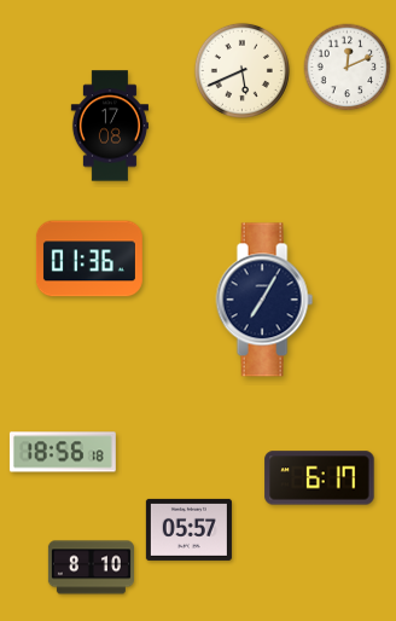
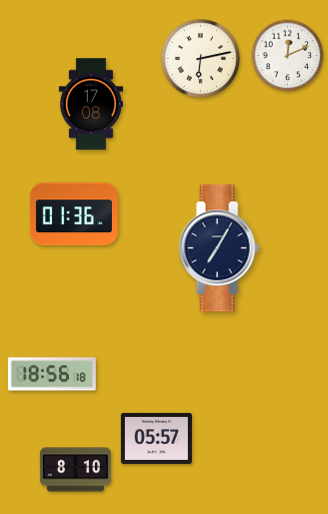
clock at (241, 70): 5:41 -> 6:13
clock at (320, 478): 6:17 -> none
